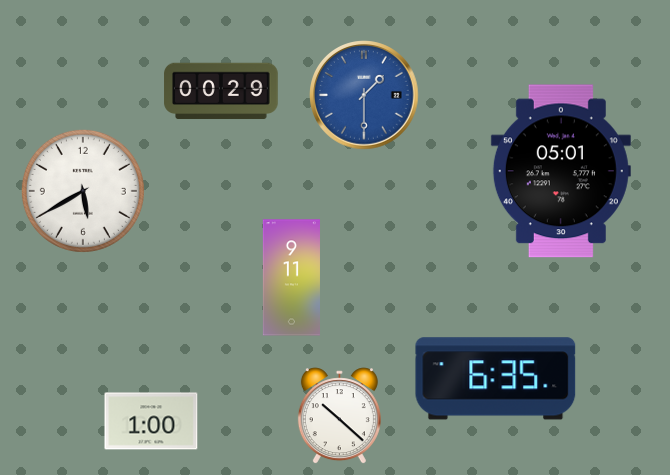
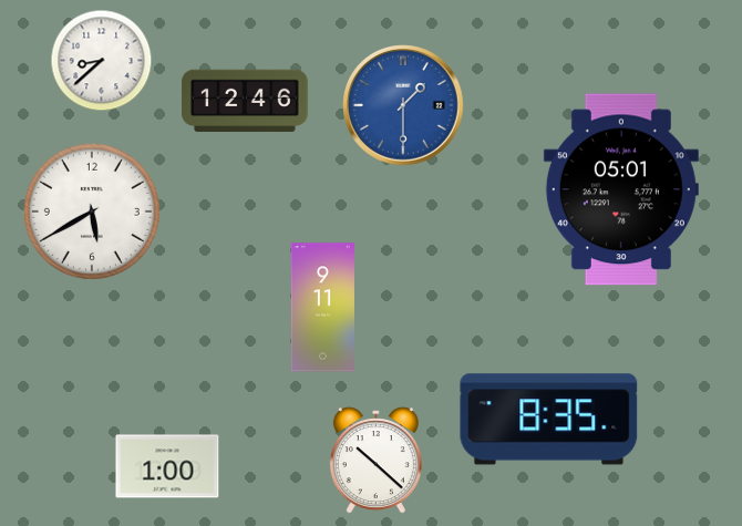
clock at (102, 61): none -> 8:38
clock at (221, 91): 00:29 -> 12:46
clock at (496, 379): 6:35 -> 8:35
